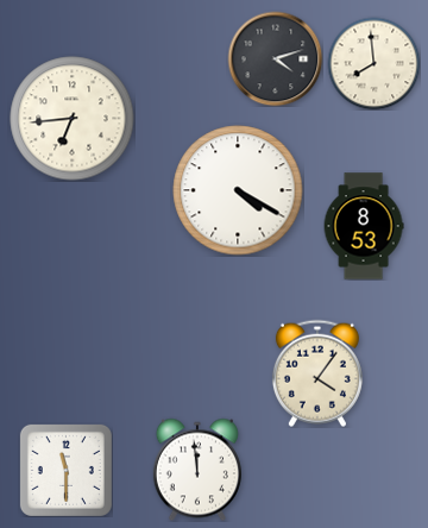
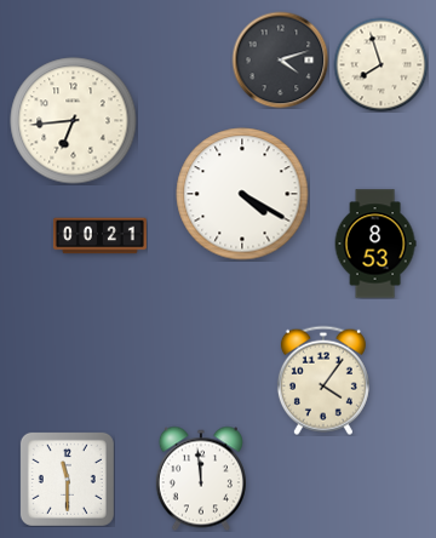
clock at (373, 63): 7:59 -> 7:57
clock at (364, 226) position: (364, 226) -> (375, 244)
clock at (99, 236): none -> 00:21
